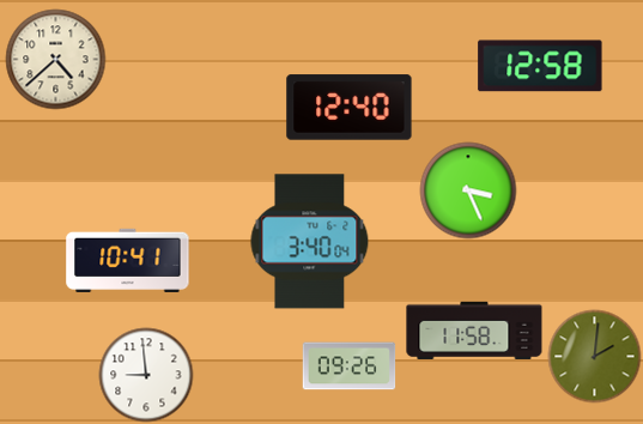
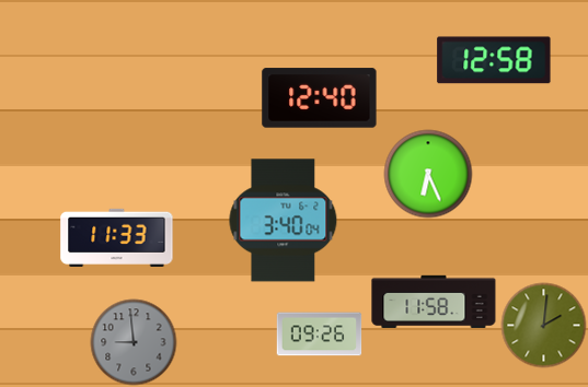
clock at (55, 59): 4:38 -> none
clock at (468, 190): 3:26 -> 6:26
clock at (128, 260): 10:41 -> 11:33
clock at (146, 375) dial: white -> grey
